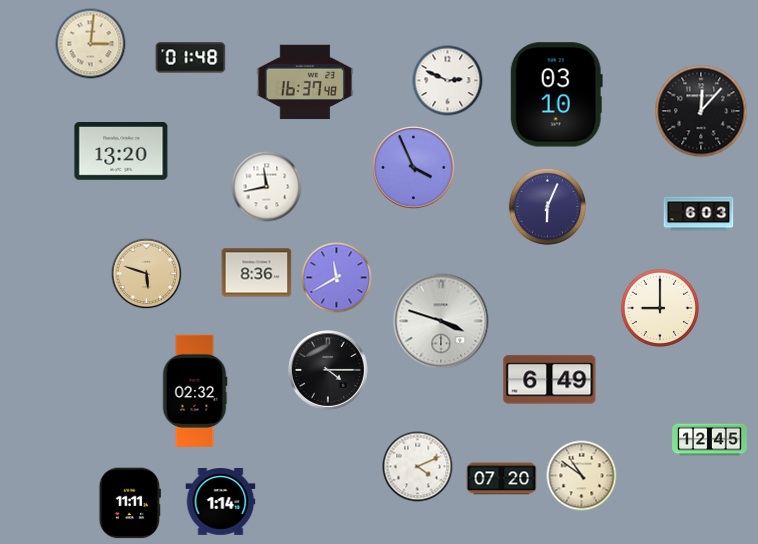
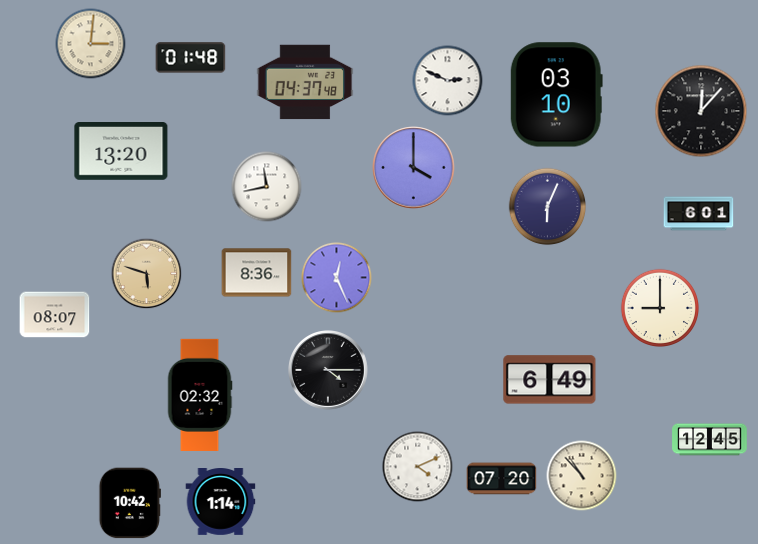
clock at (305, 82): 16:37 -> 04:37
clock at (414, 168): 3:56 -> 4:00
clock at (699, 214): 6:03 -> 6:01
clock at (337, 278): 11:40 -> 12:26
clock at (55, 315): none -> 08:07
clock at (441, 321): 3:48 -> none
clock at (195, 391) position: (195, 391) -> (200, 395)
clock at (582, 476): 10:51 -> 10:53
clock at (130, 503): 11:11 -> 10:42
